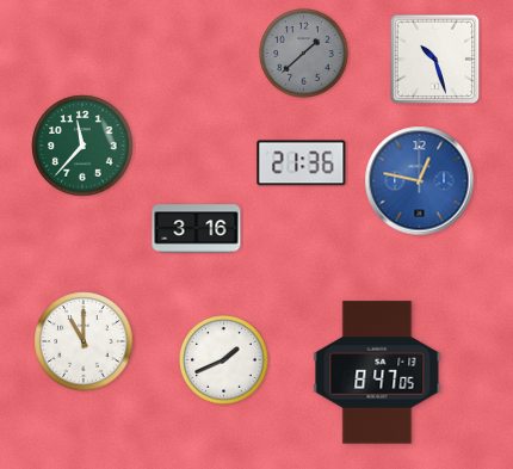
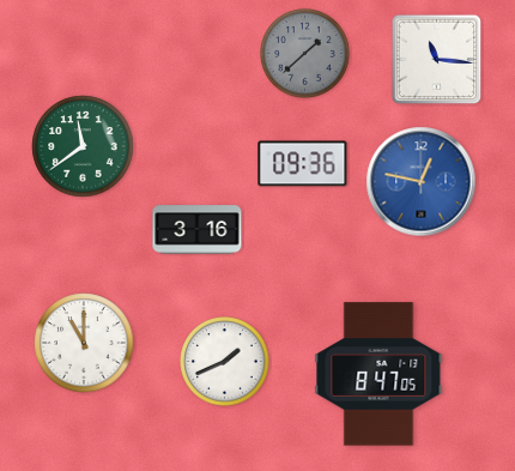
clock at (435, 60): 10:27 -> 11:16
clock at (82, 146): 11:37 -> 11:39
clock at (302, 163): 21:36 -> 09:36
